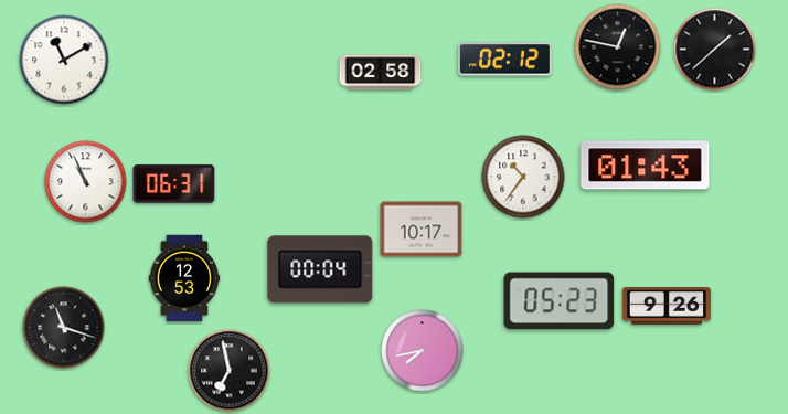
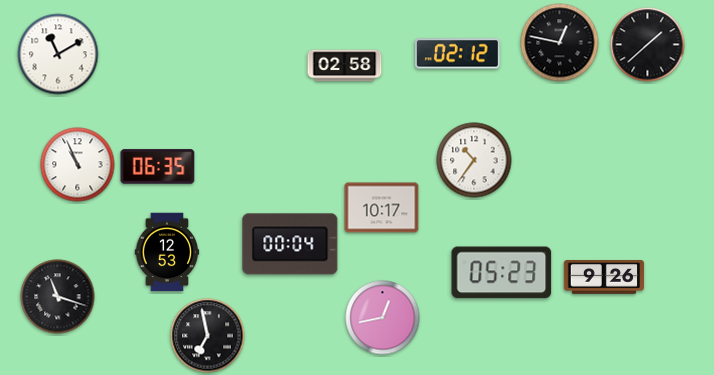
clock at (646, 166): 01:43 -> none
clock at (174, 184): 06:31 -> 06:35
clock at (560, 301) position: (560, 301) -> (502, 273)
clock at (423, 351): 7:43 -> 12:43
